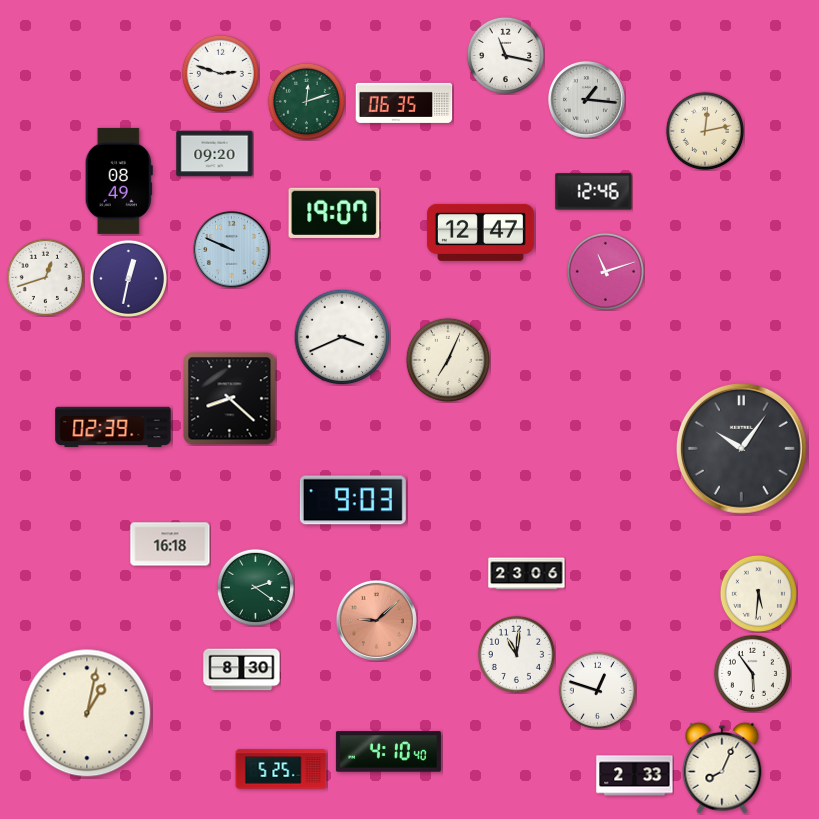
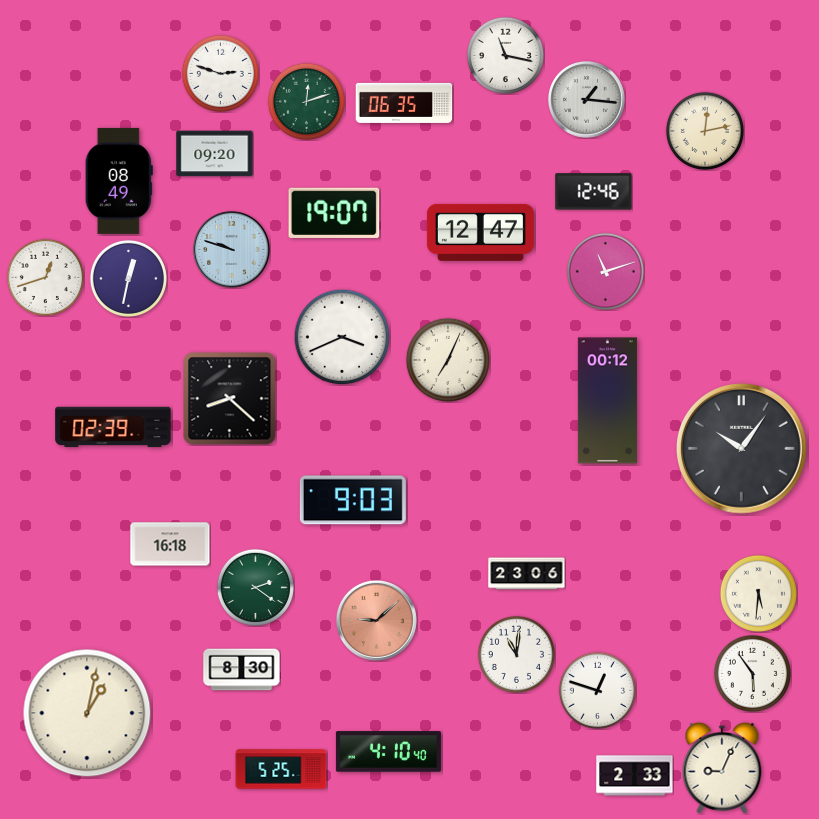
clock at (232, 250): 9:49 -> 9:48
clock at (607, 401): none -> 00:12
clock at (722, 768): 8:04 -> 9:04
